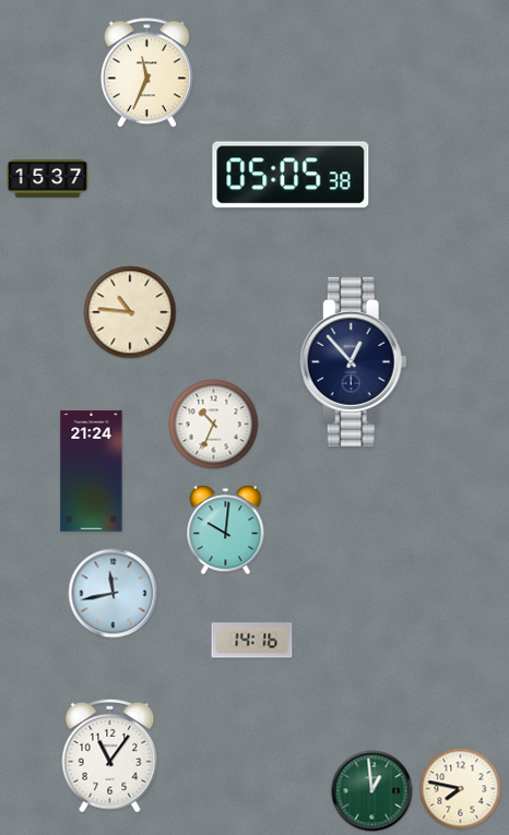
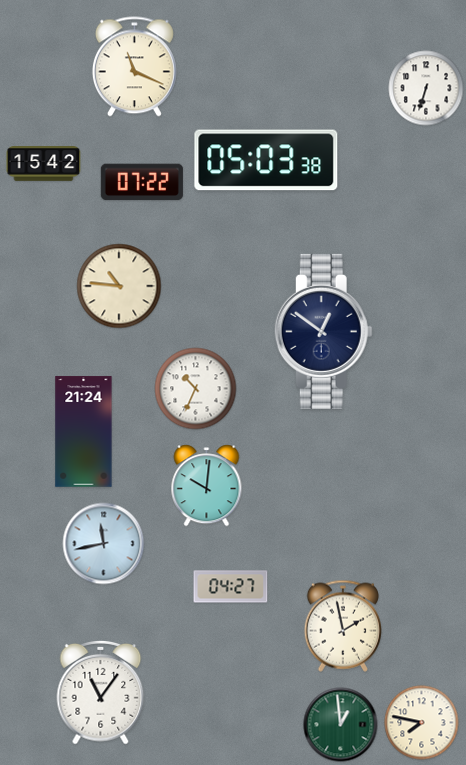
clock at (146, 73): 11:34 -> 11:19
clock at (426, 88): none -> 6:33
clock at (291, 175): 05:05 -> 05:03
clock at (48, 179): 15:37 -> 15:42
clock at (142, 182): none -> 07:22
clock at (353, 361): 12:53 -> 12:51
clock at (252, 641): 14:16 -> 04:27
clock at (342, 626): none -> 1:58
